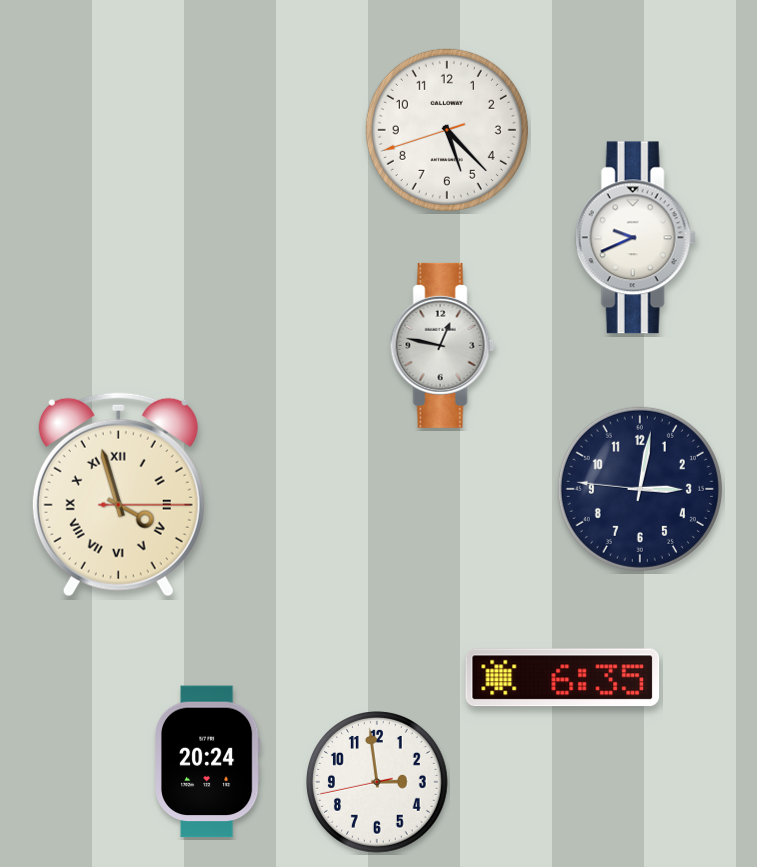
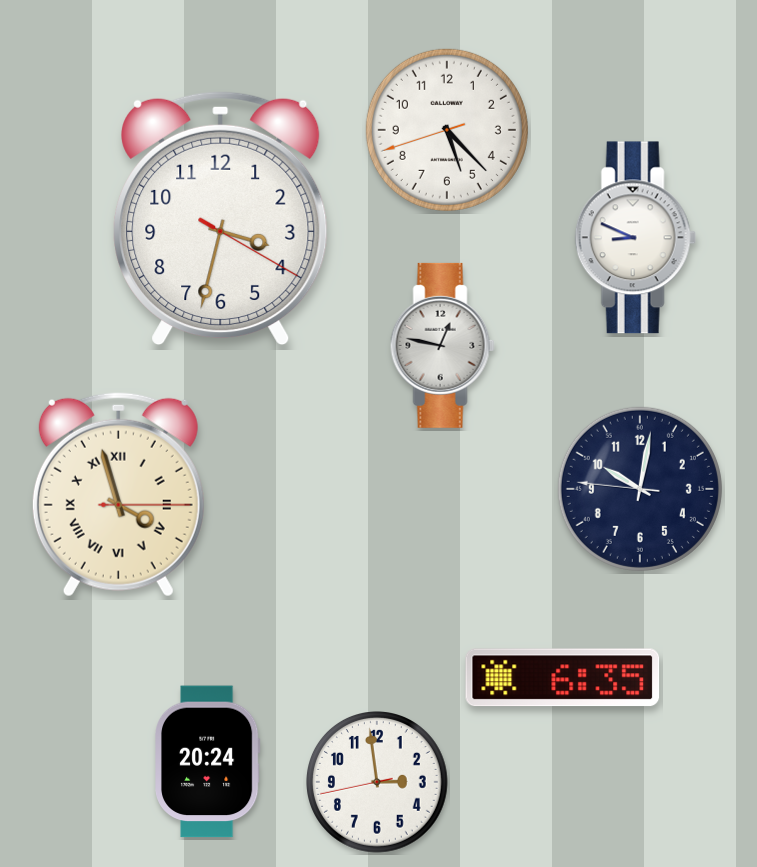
clock at (221, 218): none -> 3:32
clock at (635, 238): 9:41 -> 8:49
clock at (640, 489): 3:01 -> 10:01
